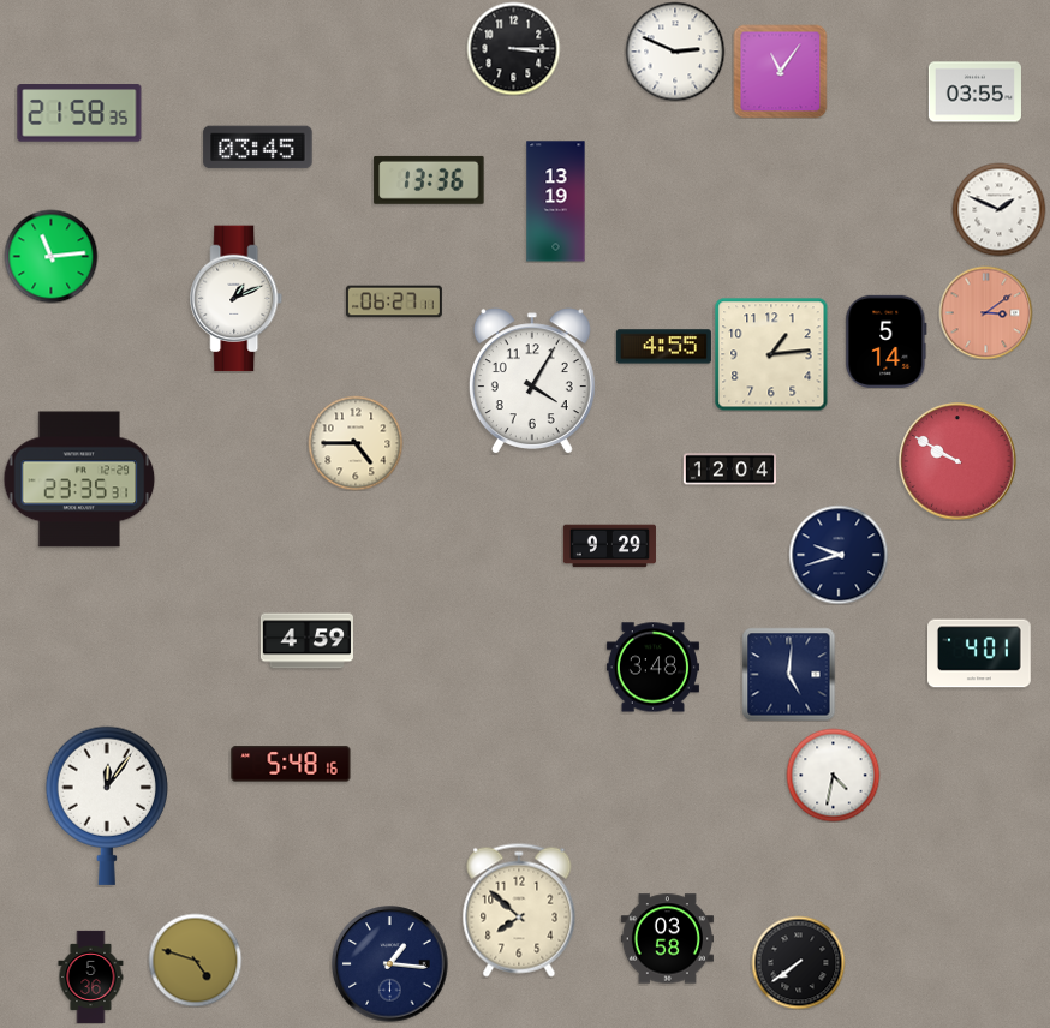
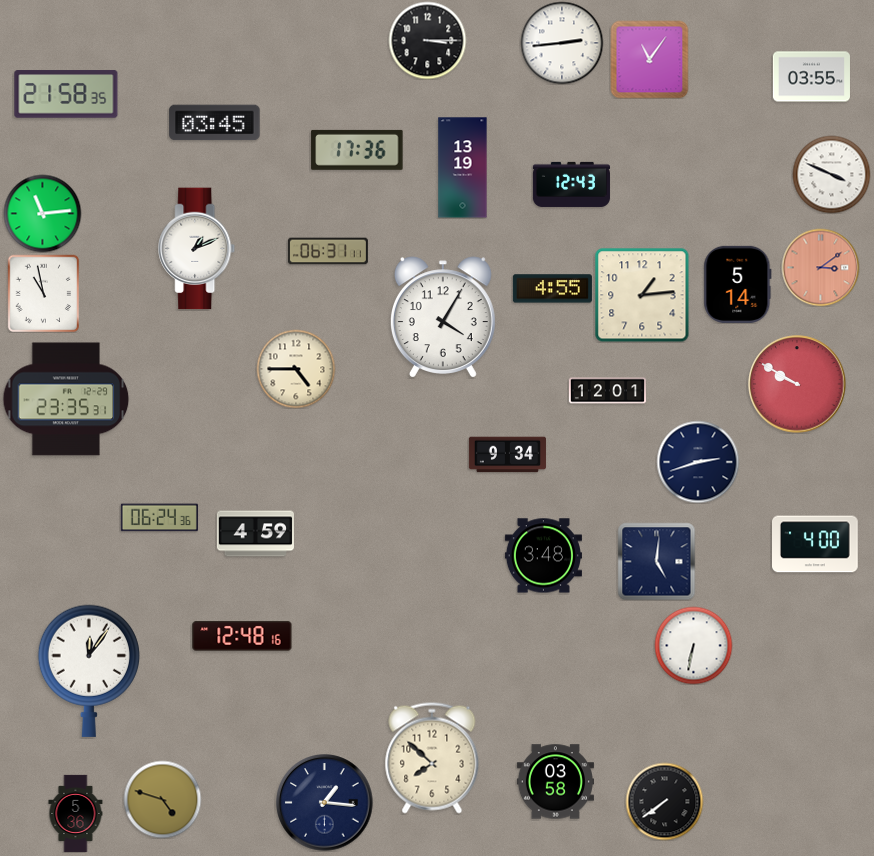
clock at (675, 52): 2:49 -> 2:44
clock at (429, 180): 13:36 -> 17:36
clock at (998, 209): 1:49 -> 3:49
clock at (571, 184): none -> 12:43
clock at (394, 301): 06:27 -> 06:31
clock at (985, 312) position: (985, 312) -> (820, 267)
clock at (44, 293): none -> 10:58
clock at (729, 470): 12:04 -> 12:01
clock at (609, 546): 9:29 -> 9:34
clock at (839, 555): 9:42 -> 2:42
clock at (159, 518): none -> 06:24
clock at (980, 653): 4:01 -> 4:00
clock at (291, 764): 5:48 -> 12:48
clock at (833, 775): 4:32 -> 6:32
